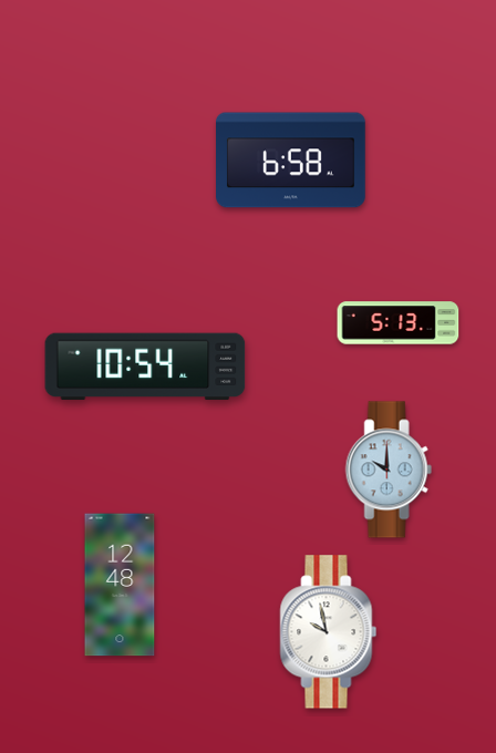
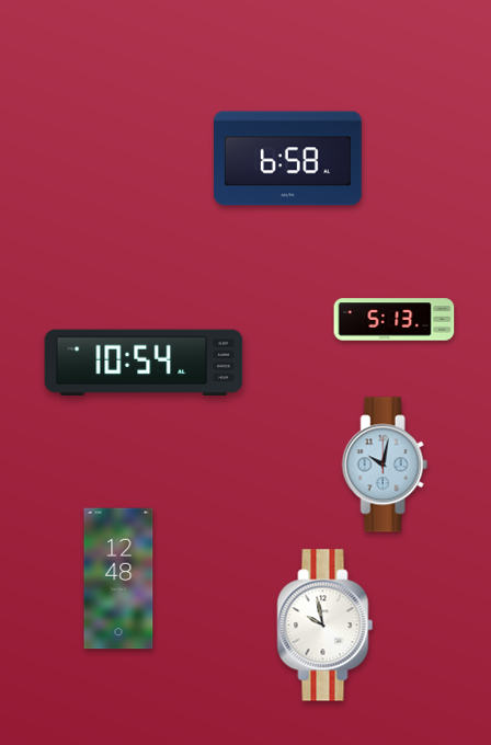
clock at (389, 470): 10:00 -> 10:02
